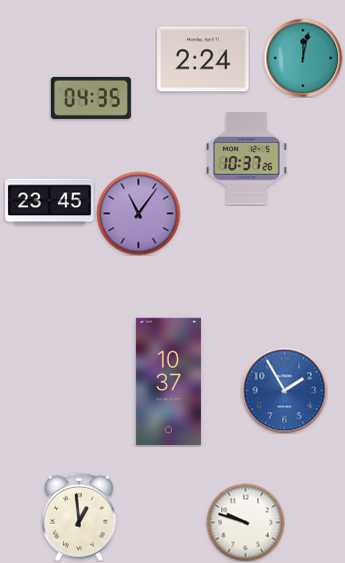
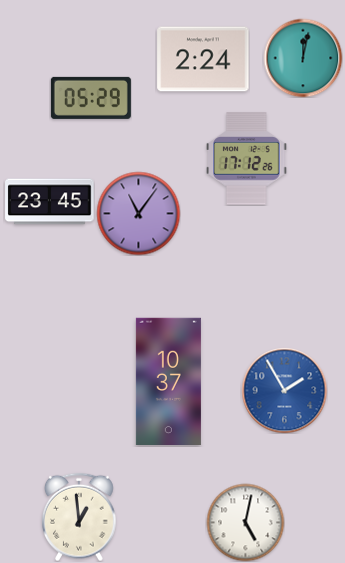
clock at (91, 98): 04:35 -> 05:29
clock at (247, 159): 10:37 -> 17:12
clock at (245, 522): 9:48 -> 5:02
